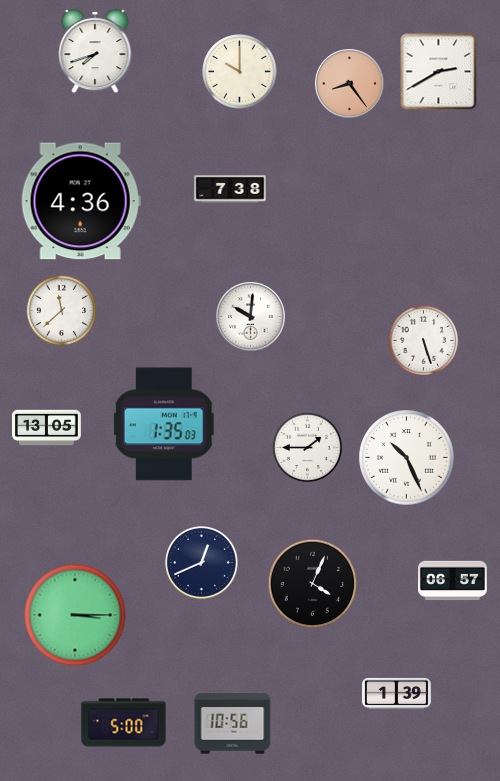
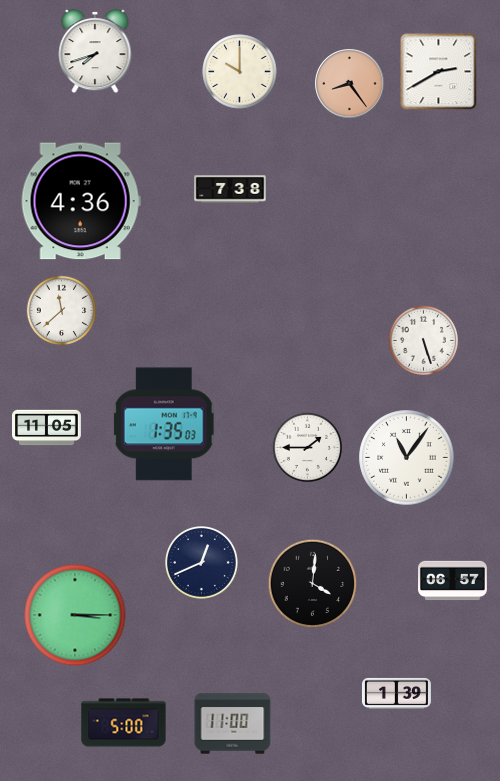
clock at (251, 317): 10:01 -> none
clock at (47, 428): 13:05 -> 11:05
clock at (407, 458): 10:26 -> 11:06
clock at (313, 584): 4:04 -> 4:01
clock at (233, 724): 10:56 -> 11:00
